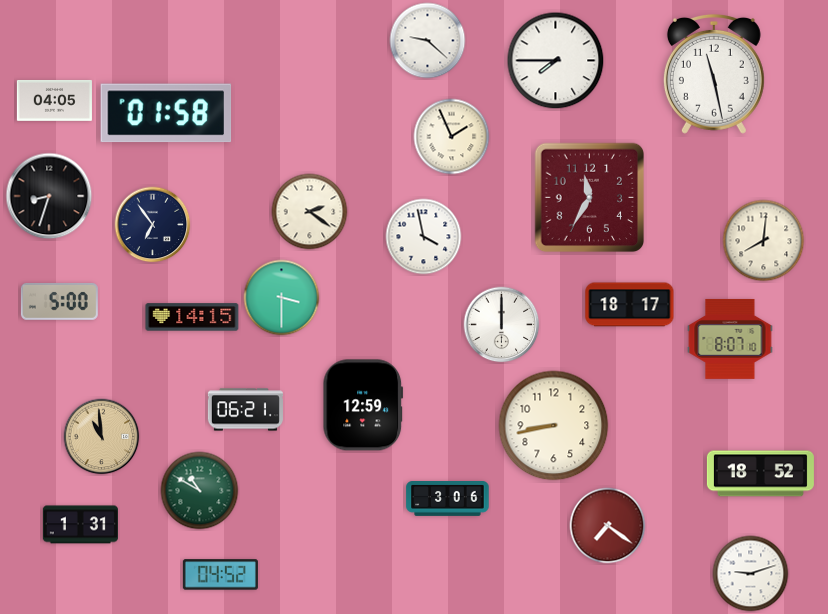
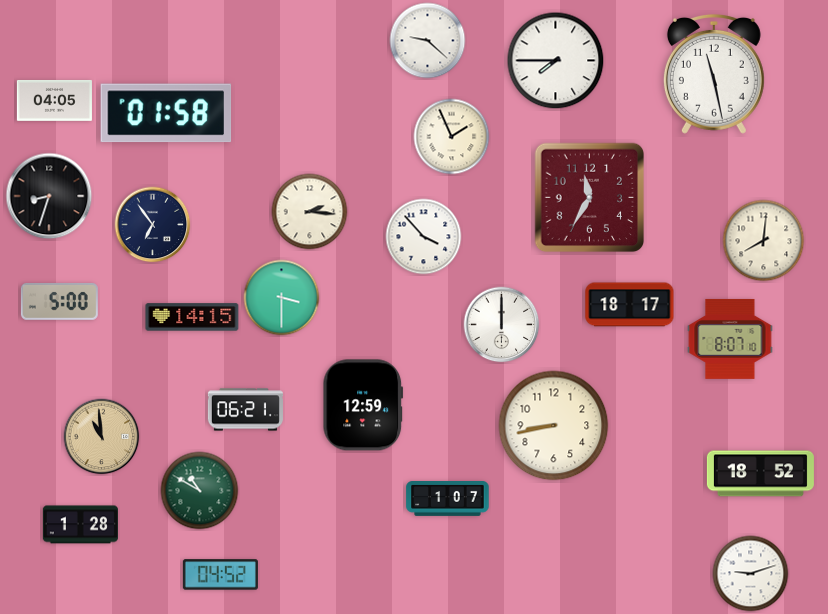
clock at (310, 212): 2:21 -> 2:16
clock at (424, 237): 3:58 -> 3:53
clock at (448, 499): 3:06 -> 1:07
clock at (80, 525): 1:31 -> 1:28
clock at (608, 526): 7:21 -> none
